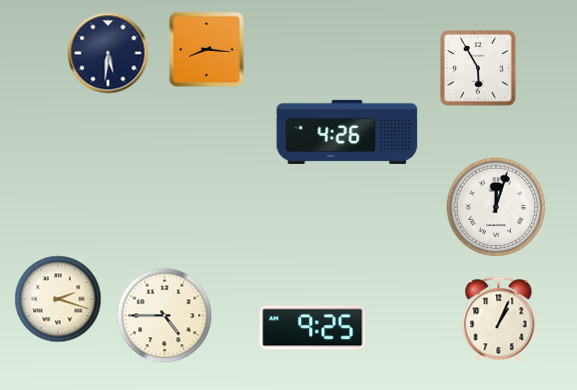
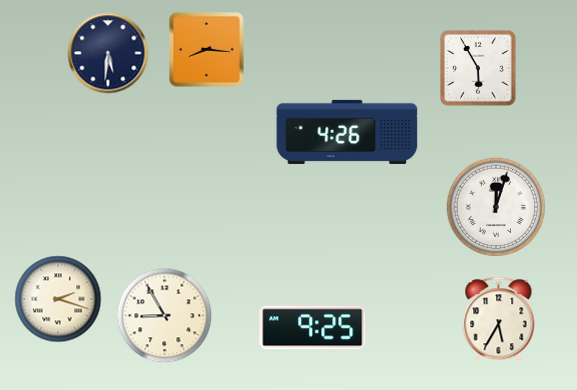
clock at (165, 316): 4:45 -> 8:55
clock at (499, 320): 1:04 -> 5:35
